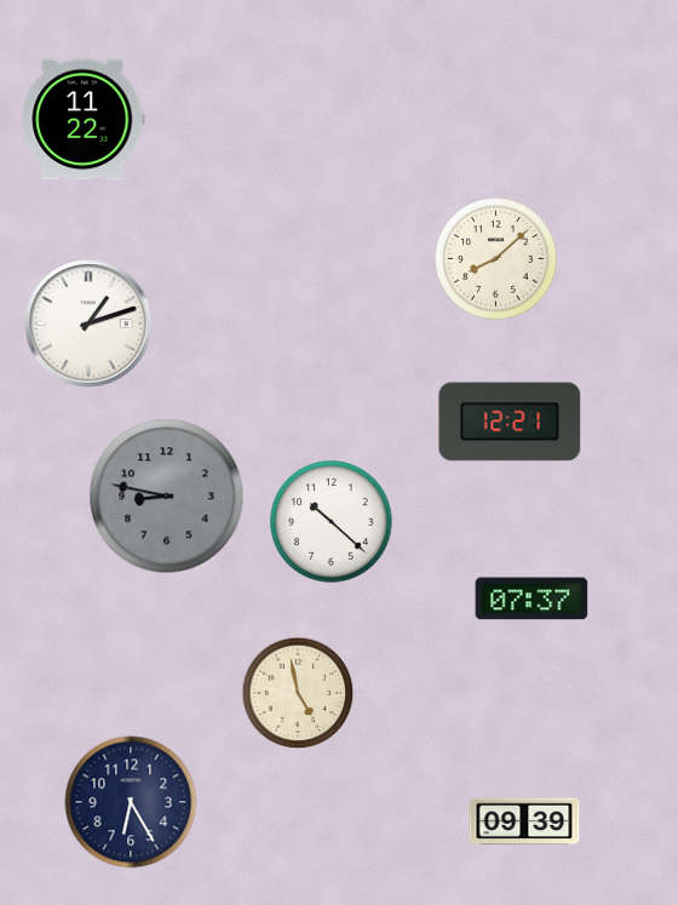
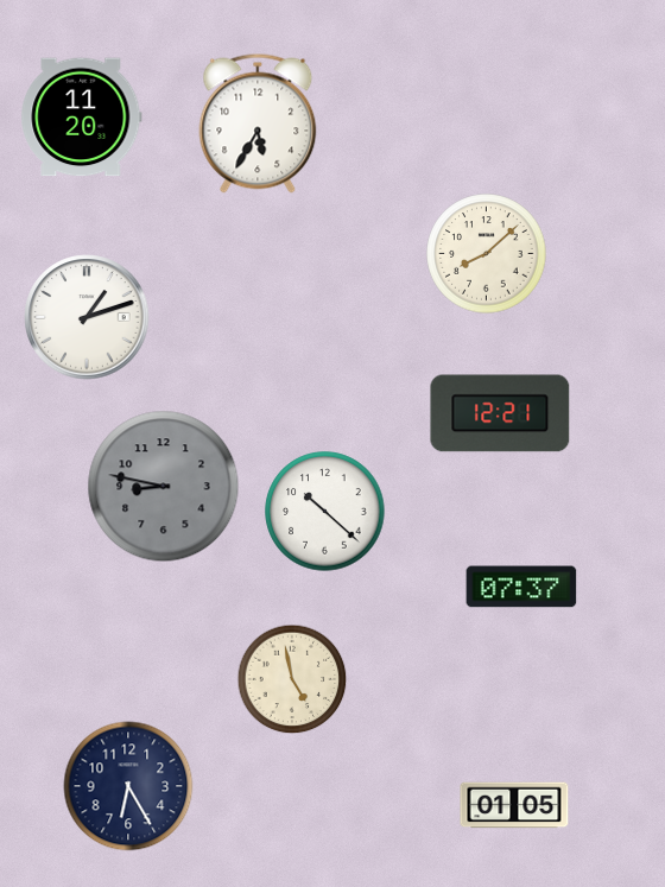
clock at (84, 120): 11:22 -> 11:20
clock at (258, 123): none -> 5:35
clock at (524, 821): 09:39 -> 01:05
